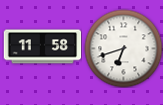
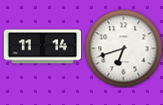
clock at (42, 47): 11:58 -> 11:14
